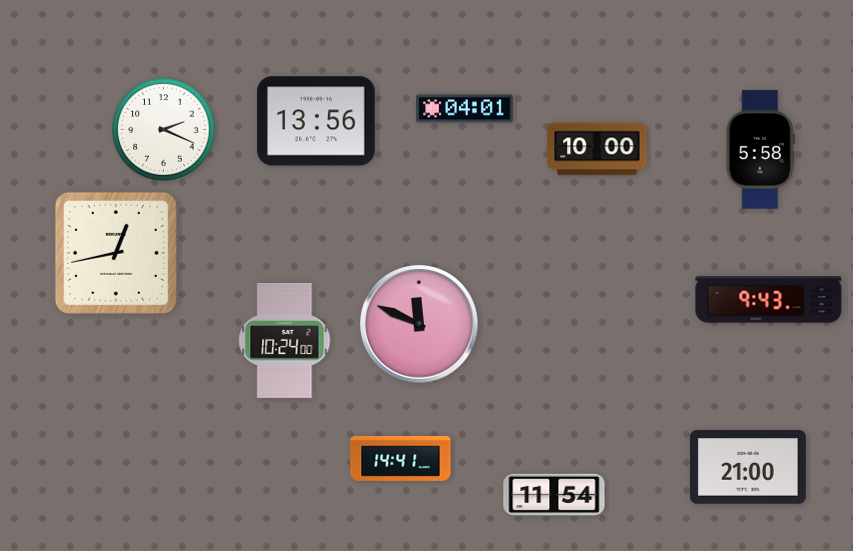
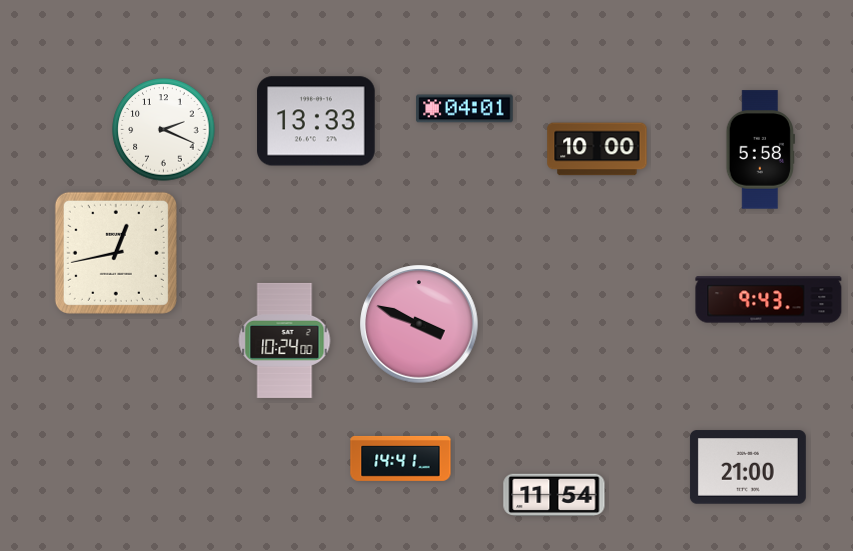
clock at (316, 121): 13:56 -> 13:33
clock at (419, 324): 11:49 -> 3:49
